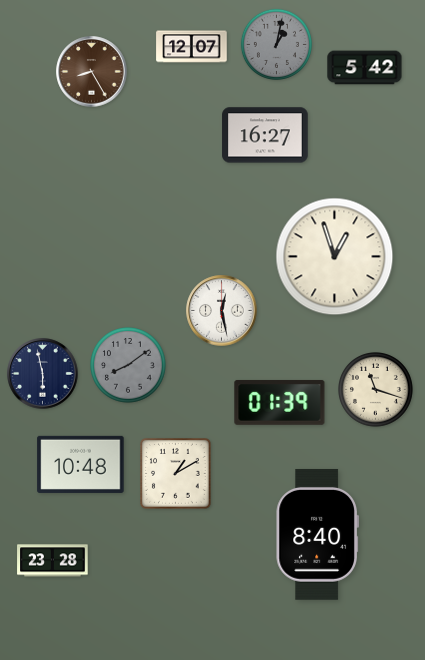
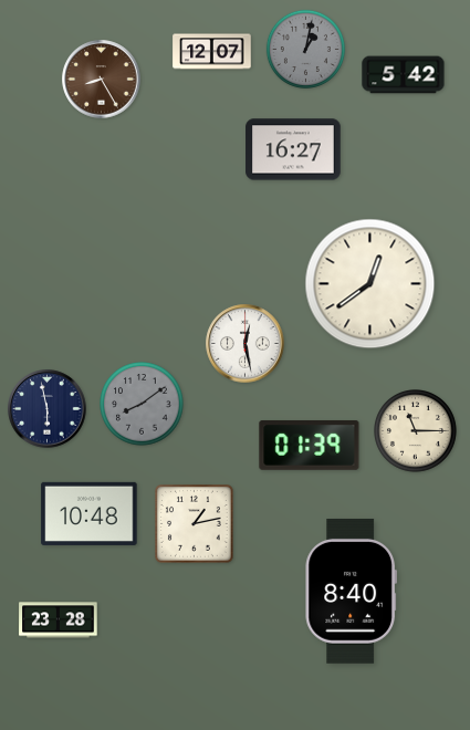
clock at (335, 257): 12:57 -> 12:39
clock at (43, 374) position: (43, 374) -> (48, 409)
clock at (376, 390): 11:18 -> 11:15
clock at (176, 474): 1:10 -> 1:13
